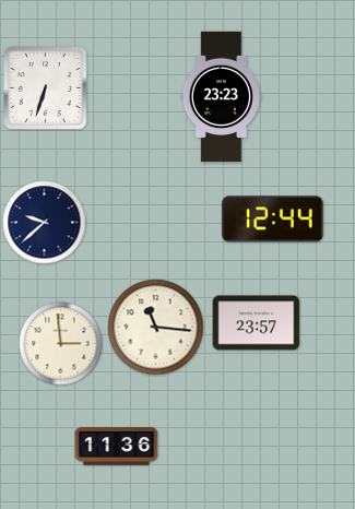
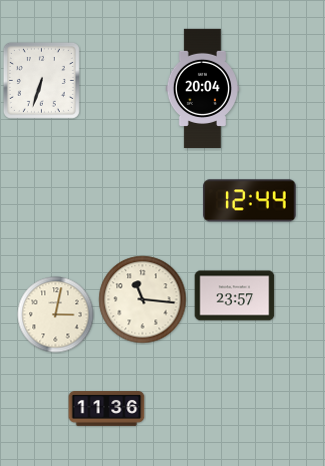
clock at (221, 96): 23:23 -> 20:04
clock at (45, 223): 9:38 -> none
clock at (61, 344): 2:59 -> 3:02
